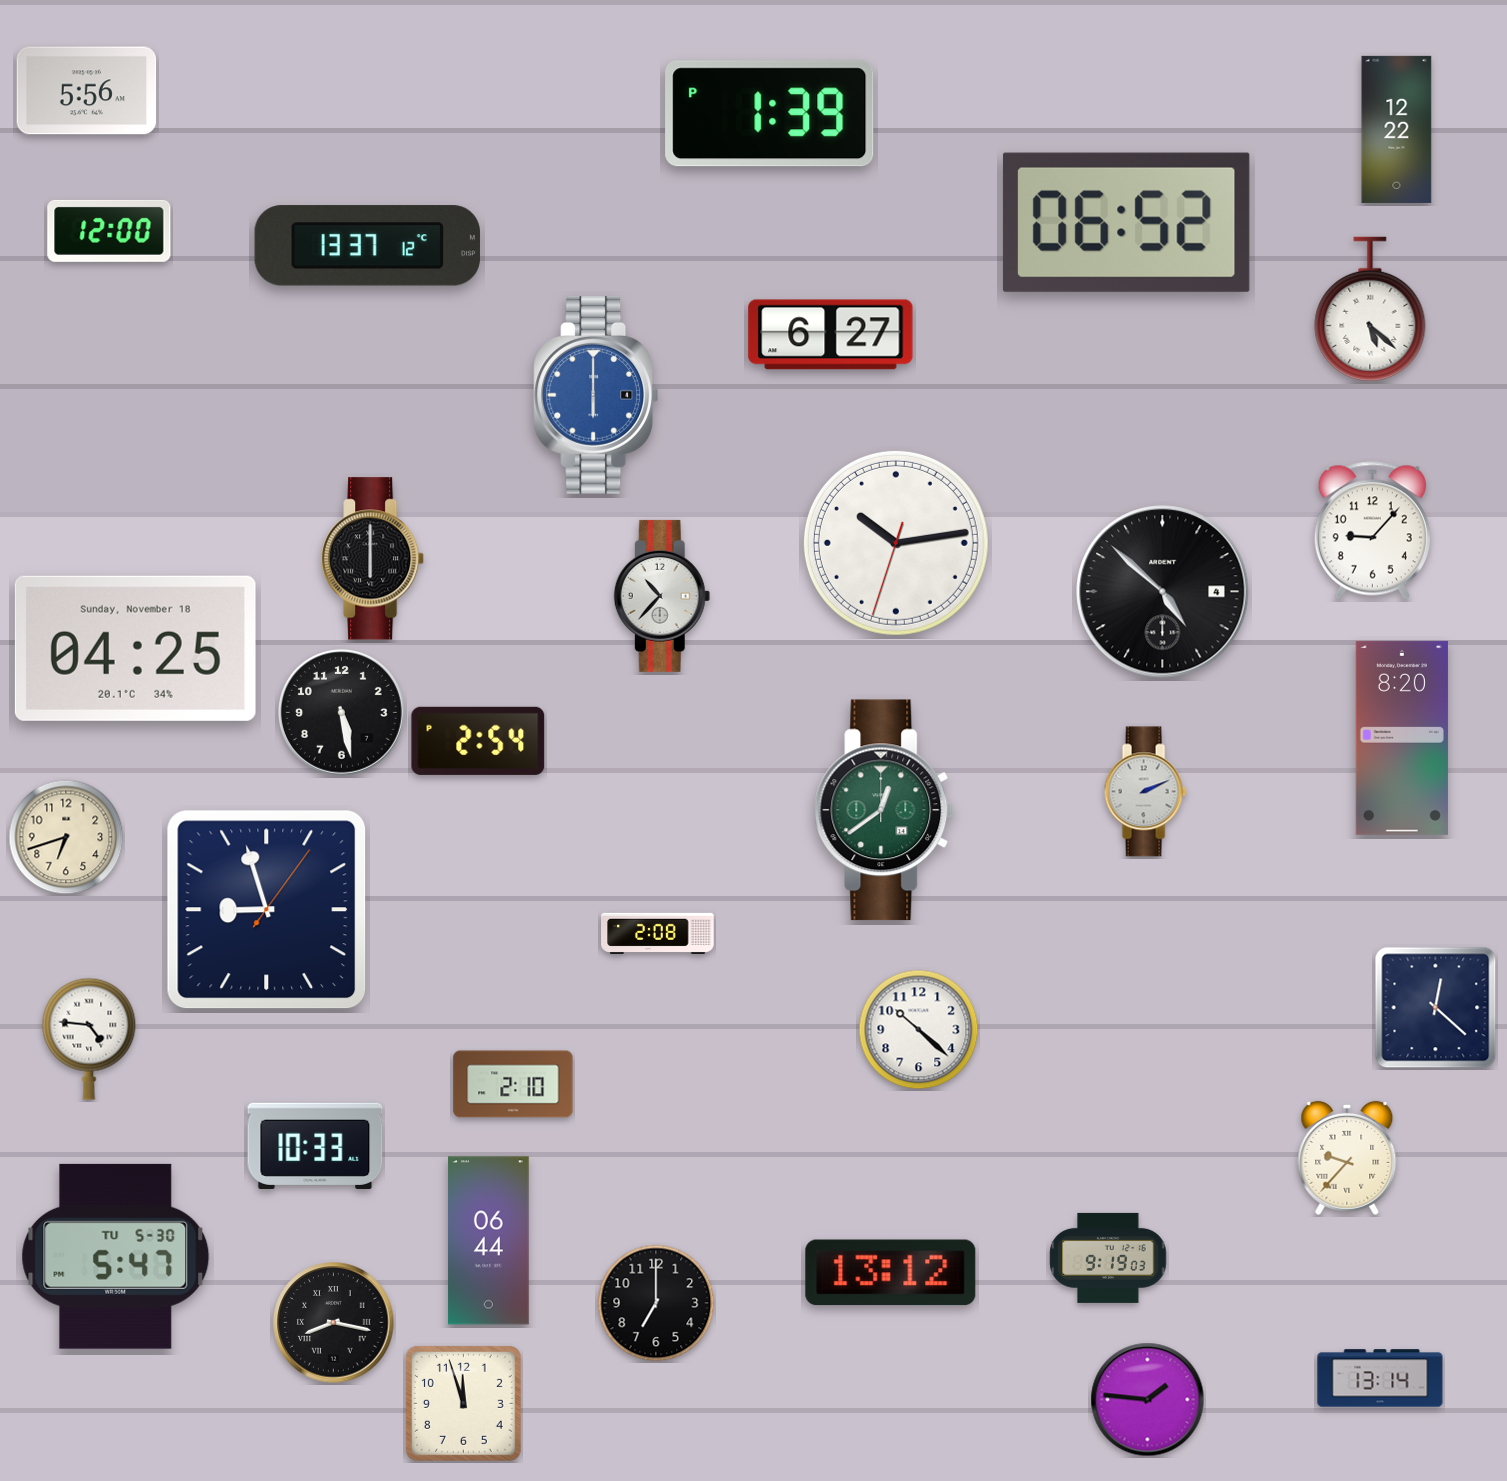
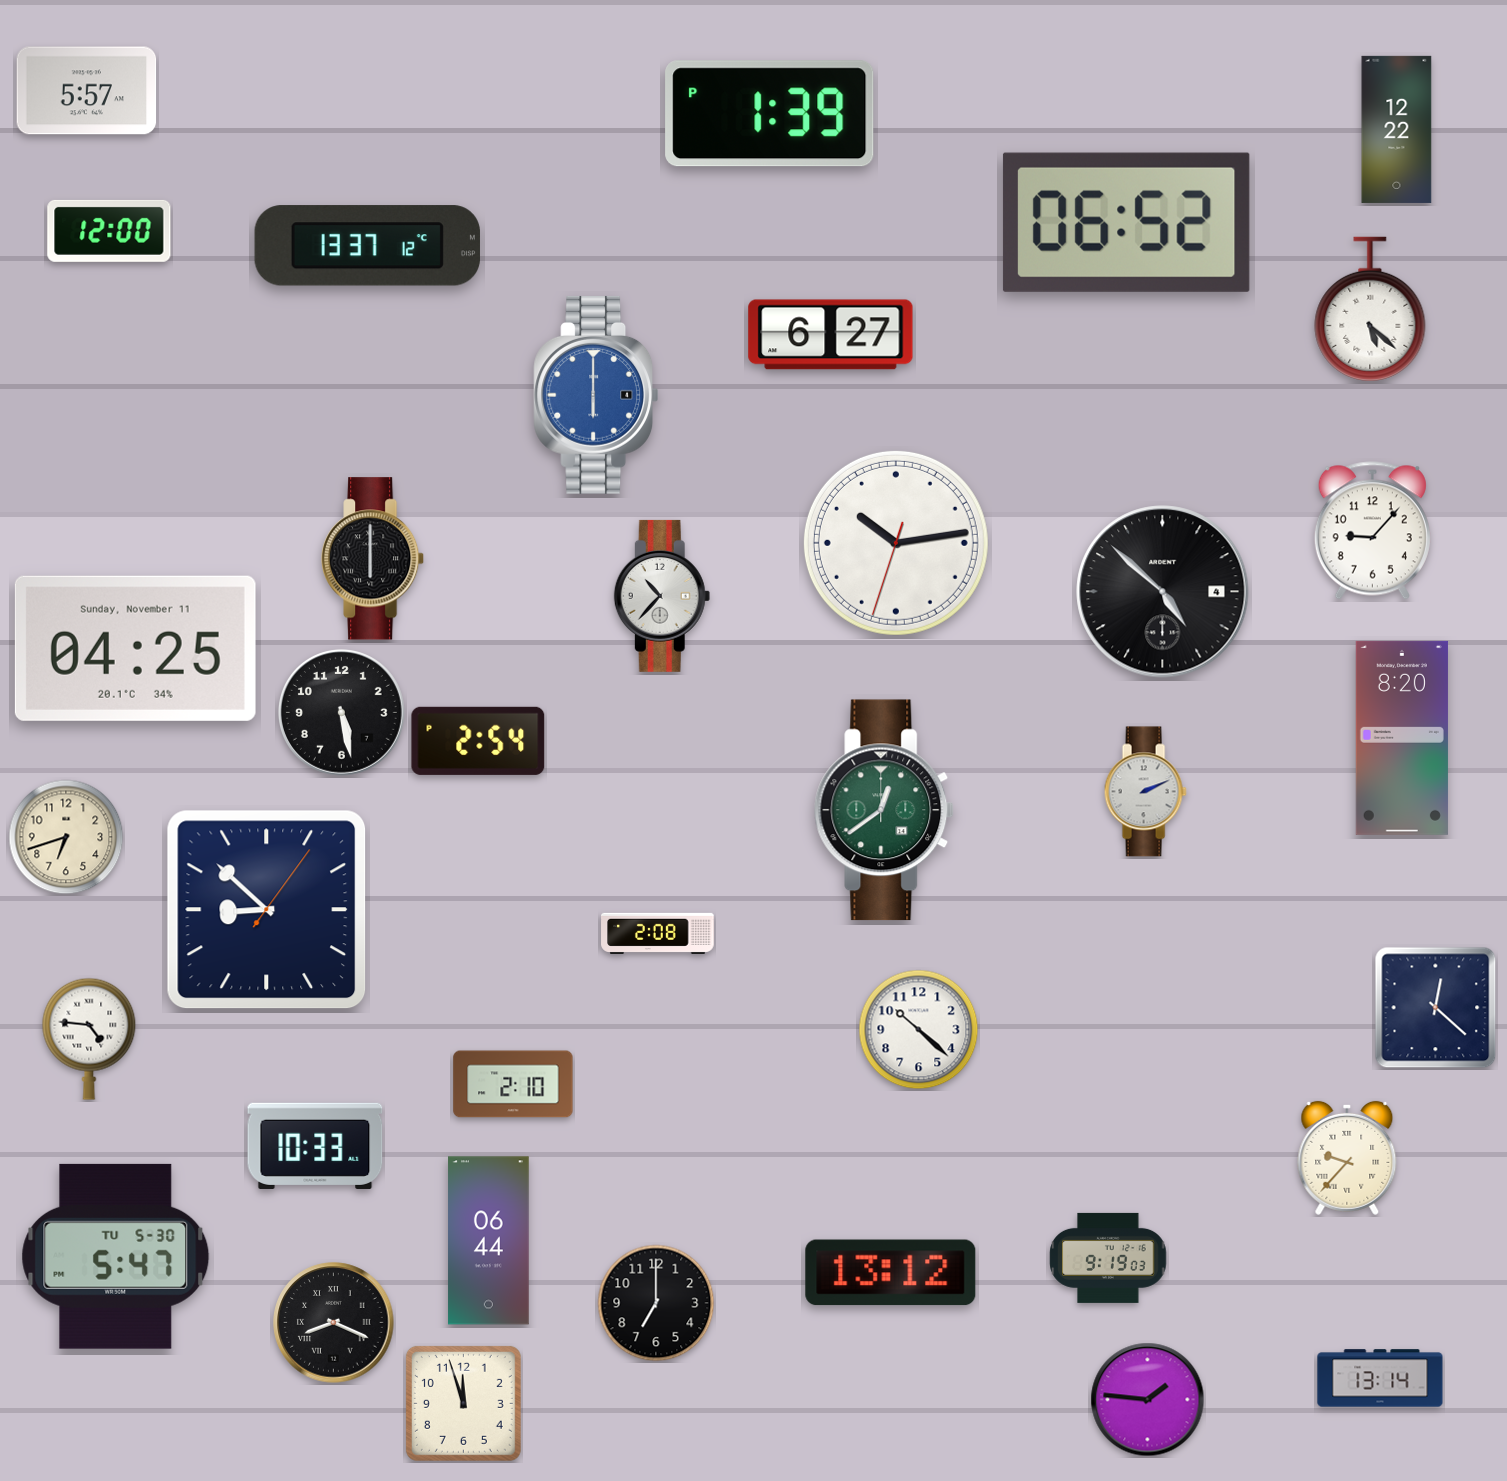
clock at (87, 91): 5:56 -> 5:57
clock at (135, 648) date: Sunday, November 18 -> Sunday, November 11
clock at (267, 910): 8:57 -> 8:52
clock at (334, 1323): 8:17 -> 8:19
